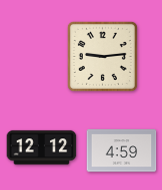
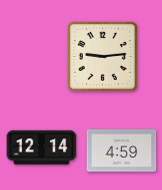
clock at (42, 148): 12:12 -> 12:14
